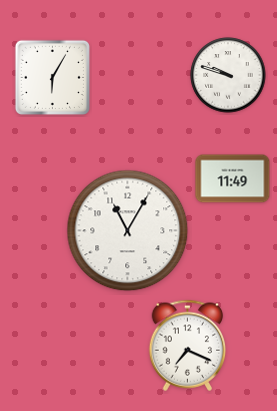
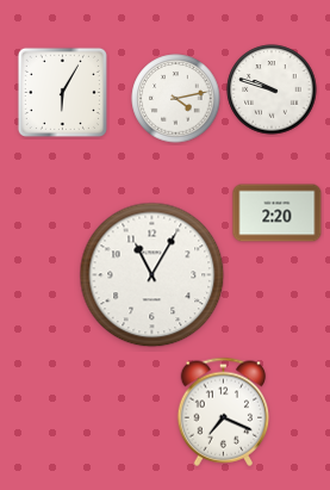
clock at (176, 99): none -> 4:13
clock at (233, 179): 11:49 -> 2:20
